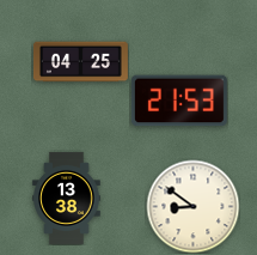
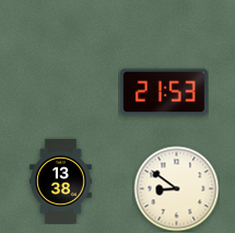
clock at (80, 62): 04:25 -> none
